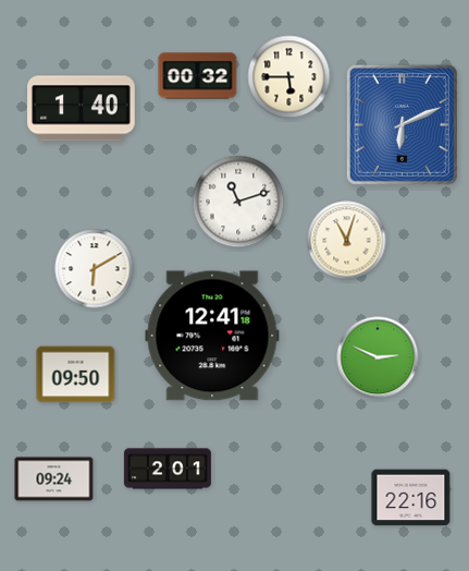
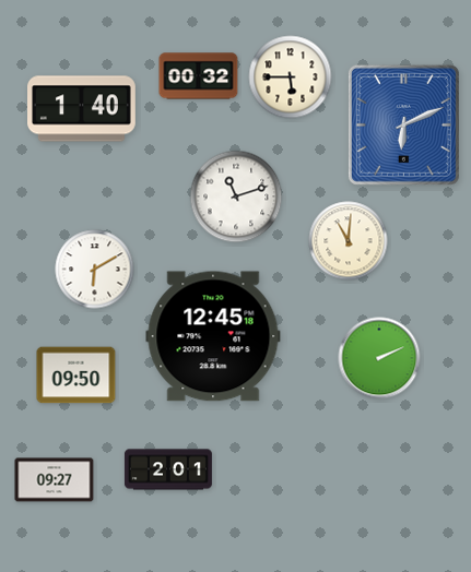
clock at (238, 202) position: (238, 202) -> (236, 196)
clock at (347, 241): 11:03 -> 11:01
clock at (212, 336): 12:41 -> 12:45
clock at (378, 357): 2:49 -> 2:11
clock at (54, 479): 09:24 -> 09:27
clock at (411, 498): 22:16 -> none
